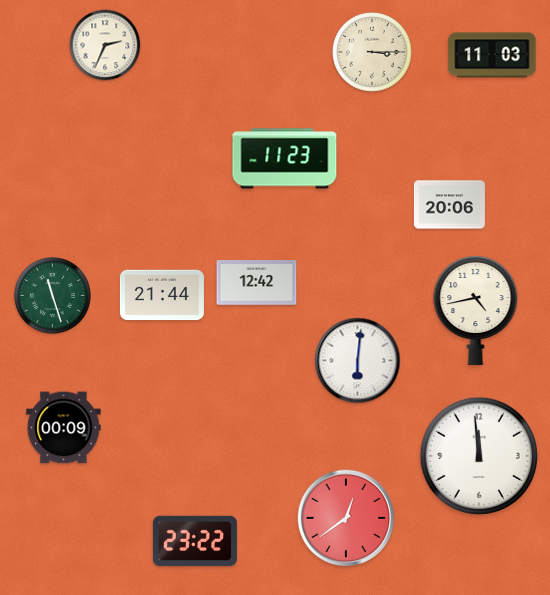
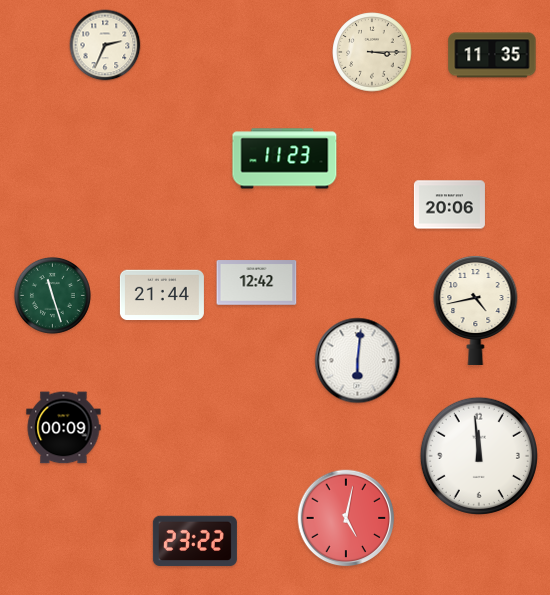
clock at (492, 55): 11:03 -> 11:35
clock at (346, 518): 12:39 -> 5:02
